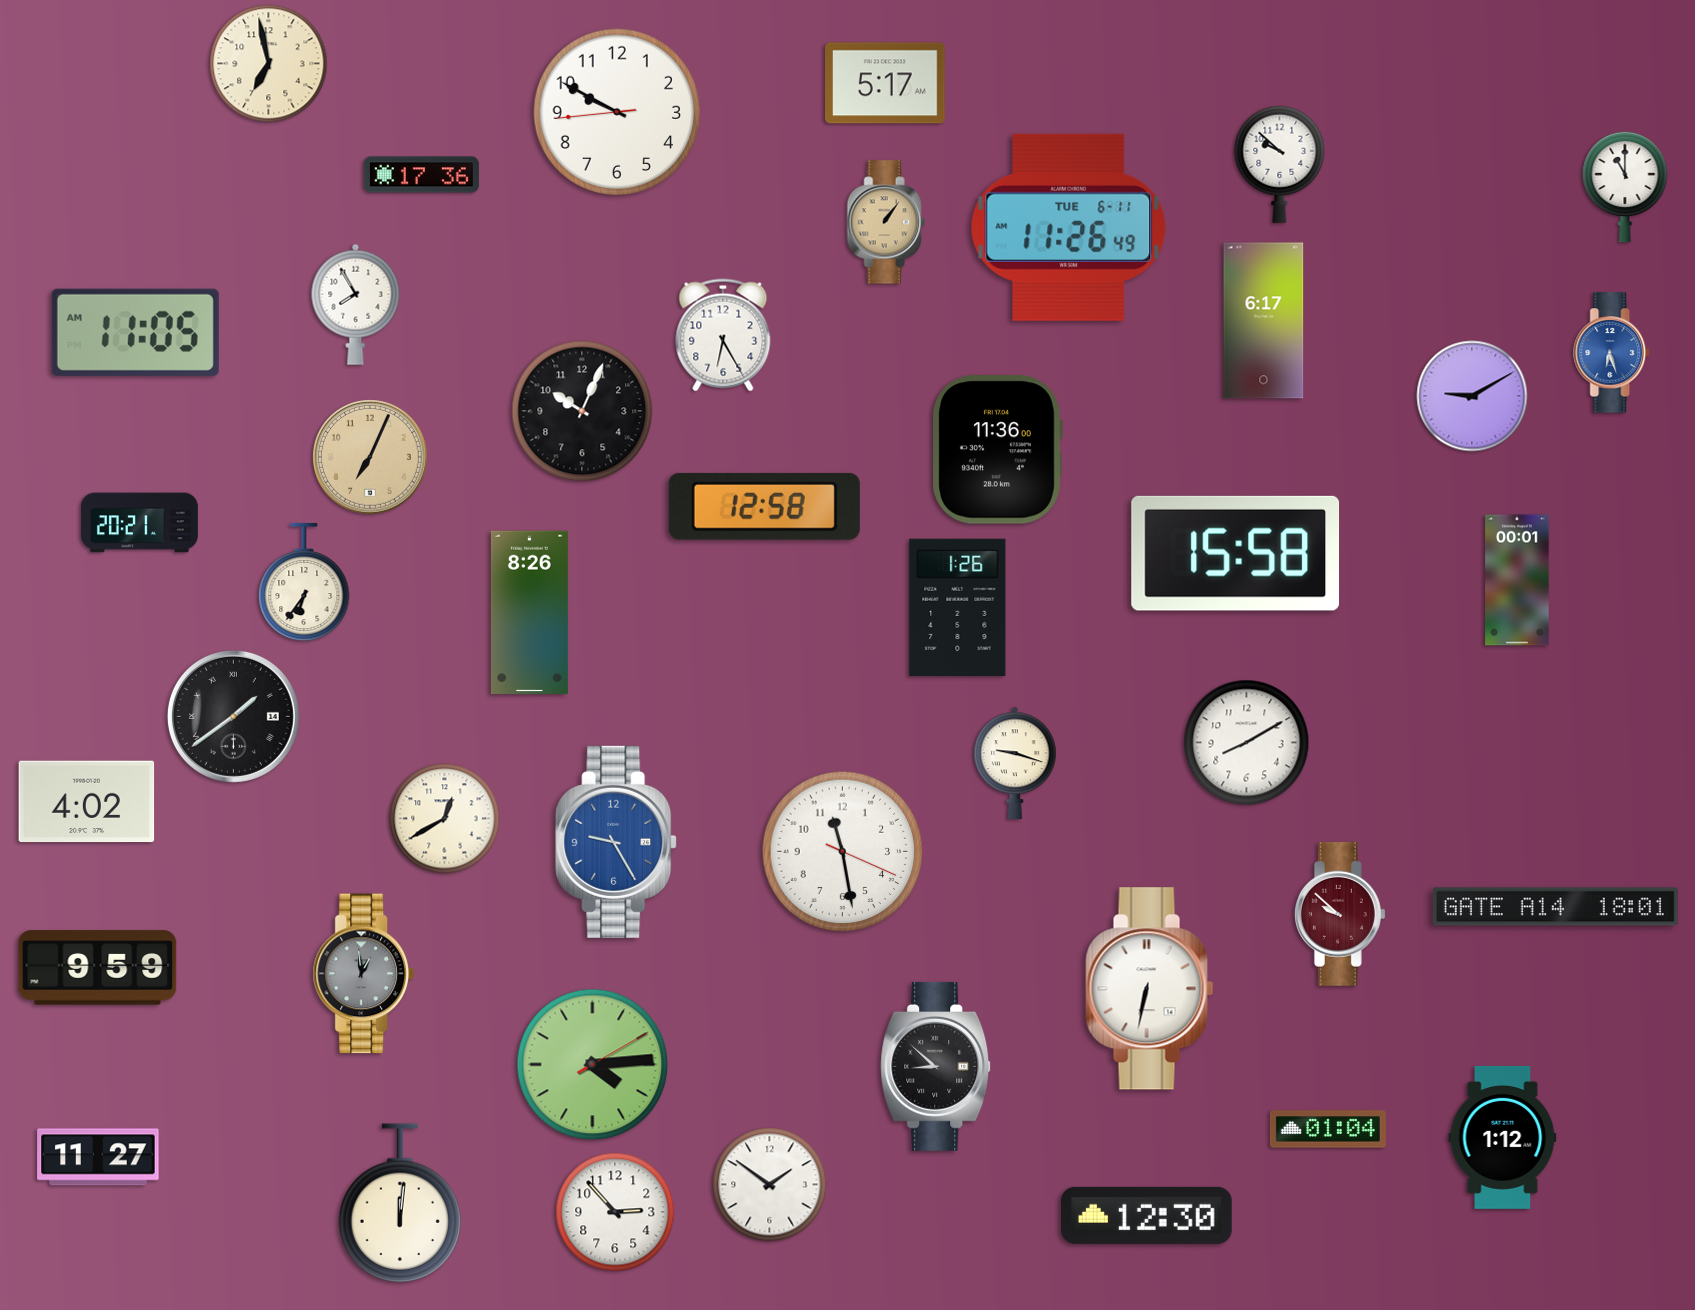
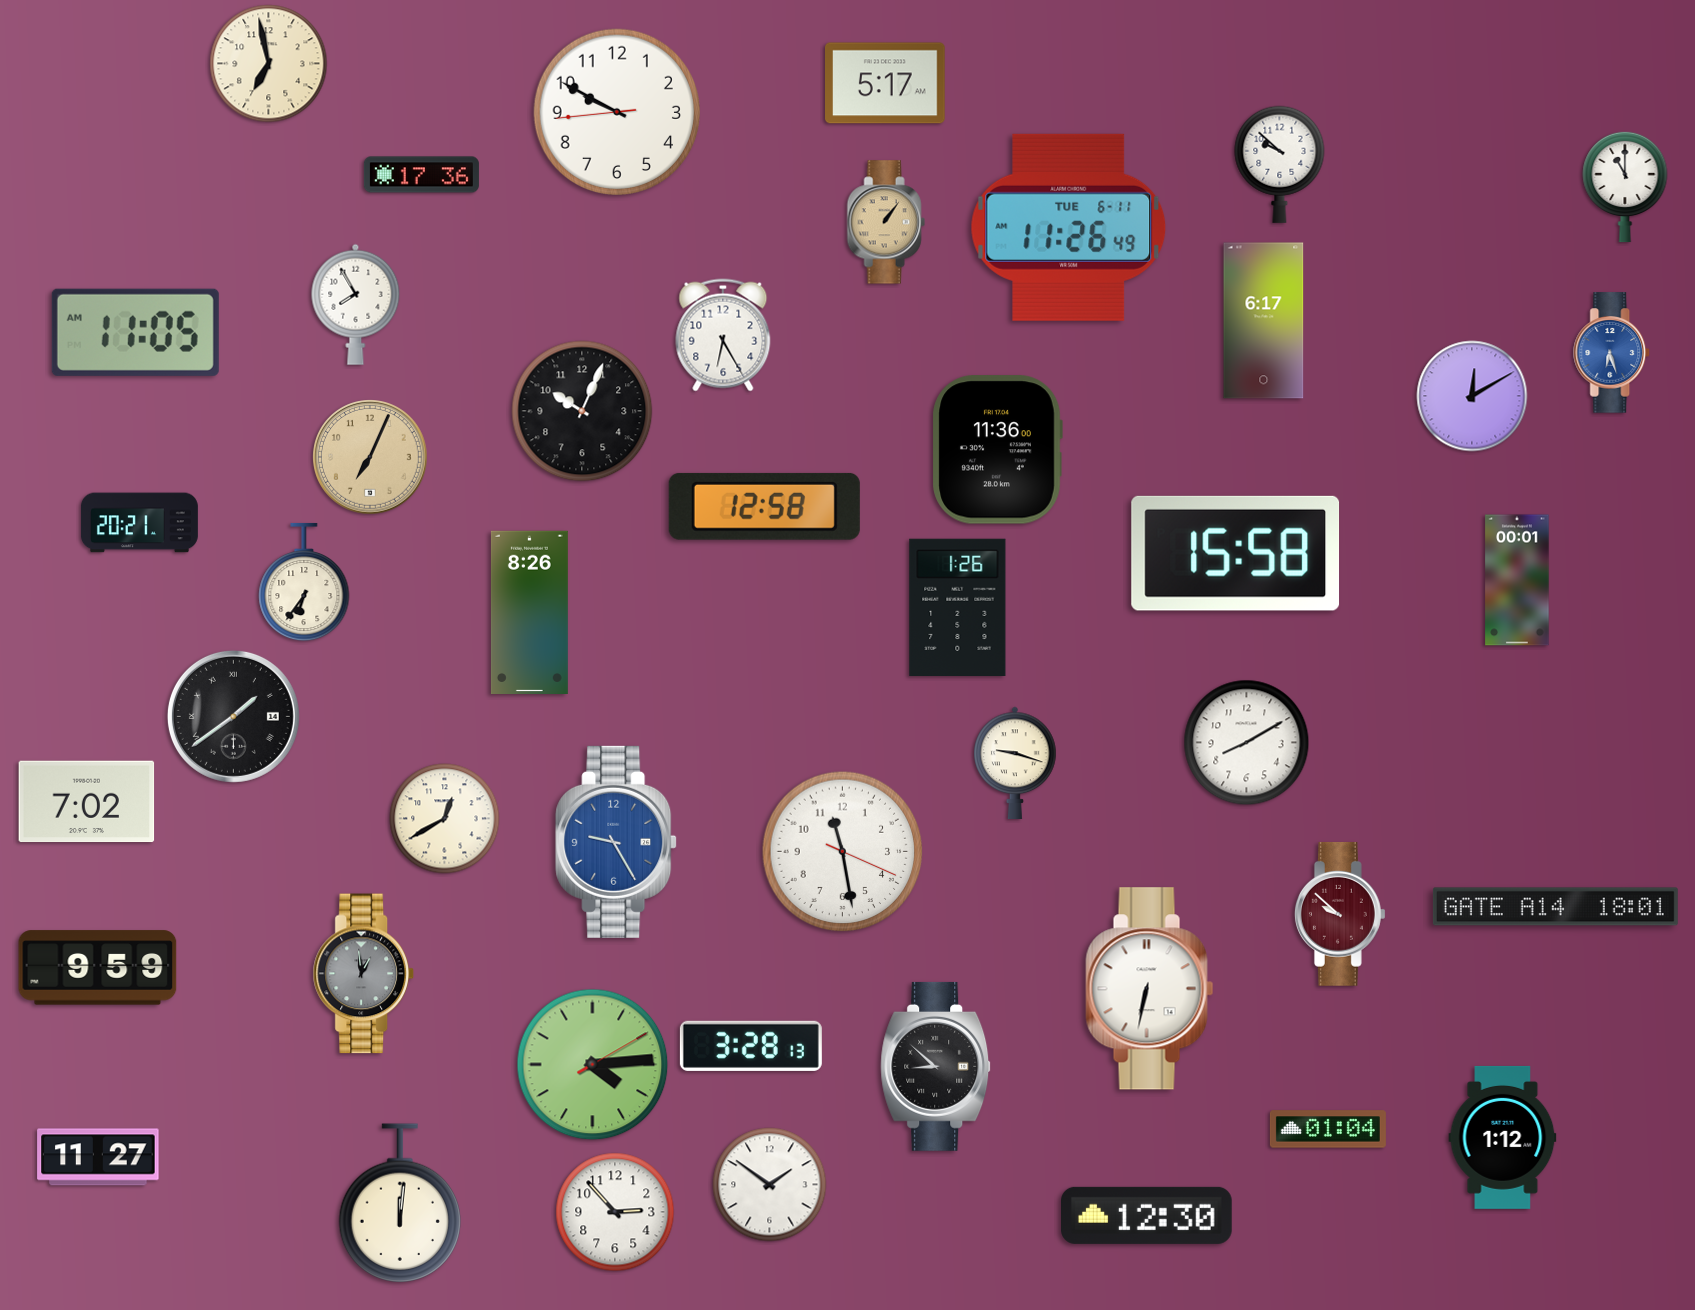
clock at (1472, 396): 9:10 -> 12:10
clock at (87, 802): 4:02 -> 7:02
clock at (751, 1046): none -> 3:28
